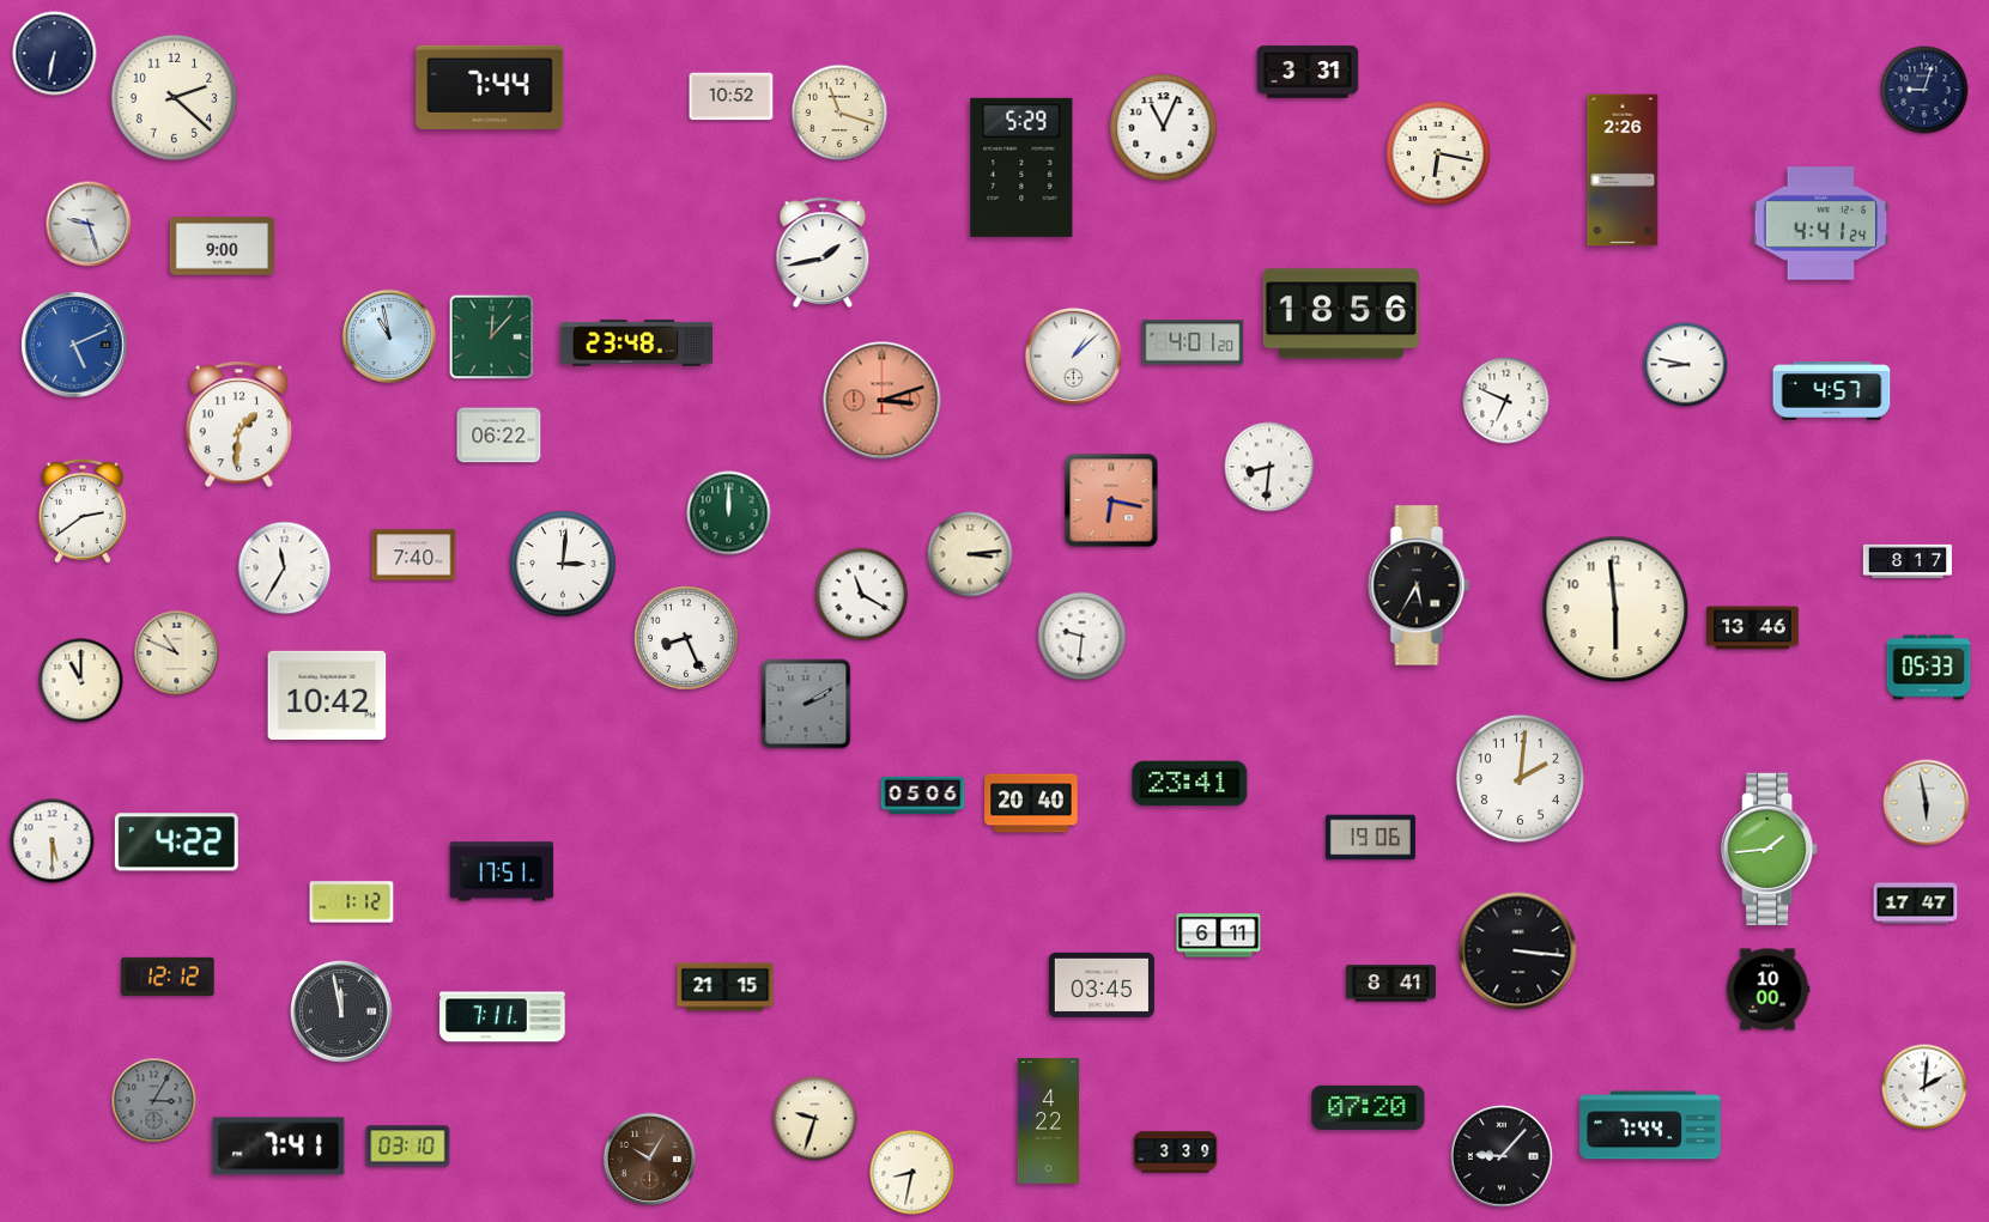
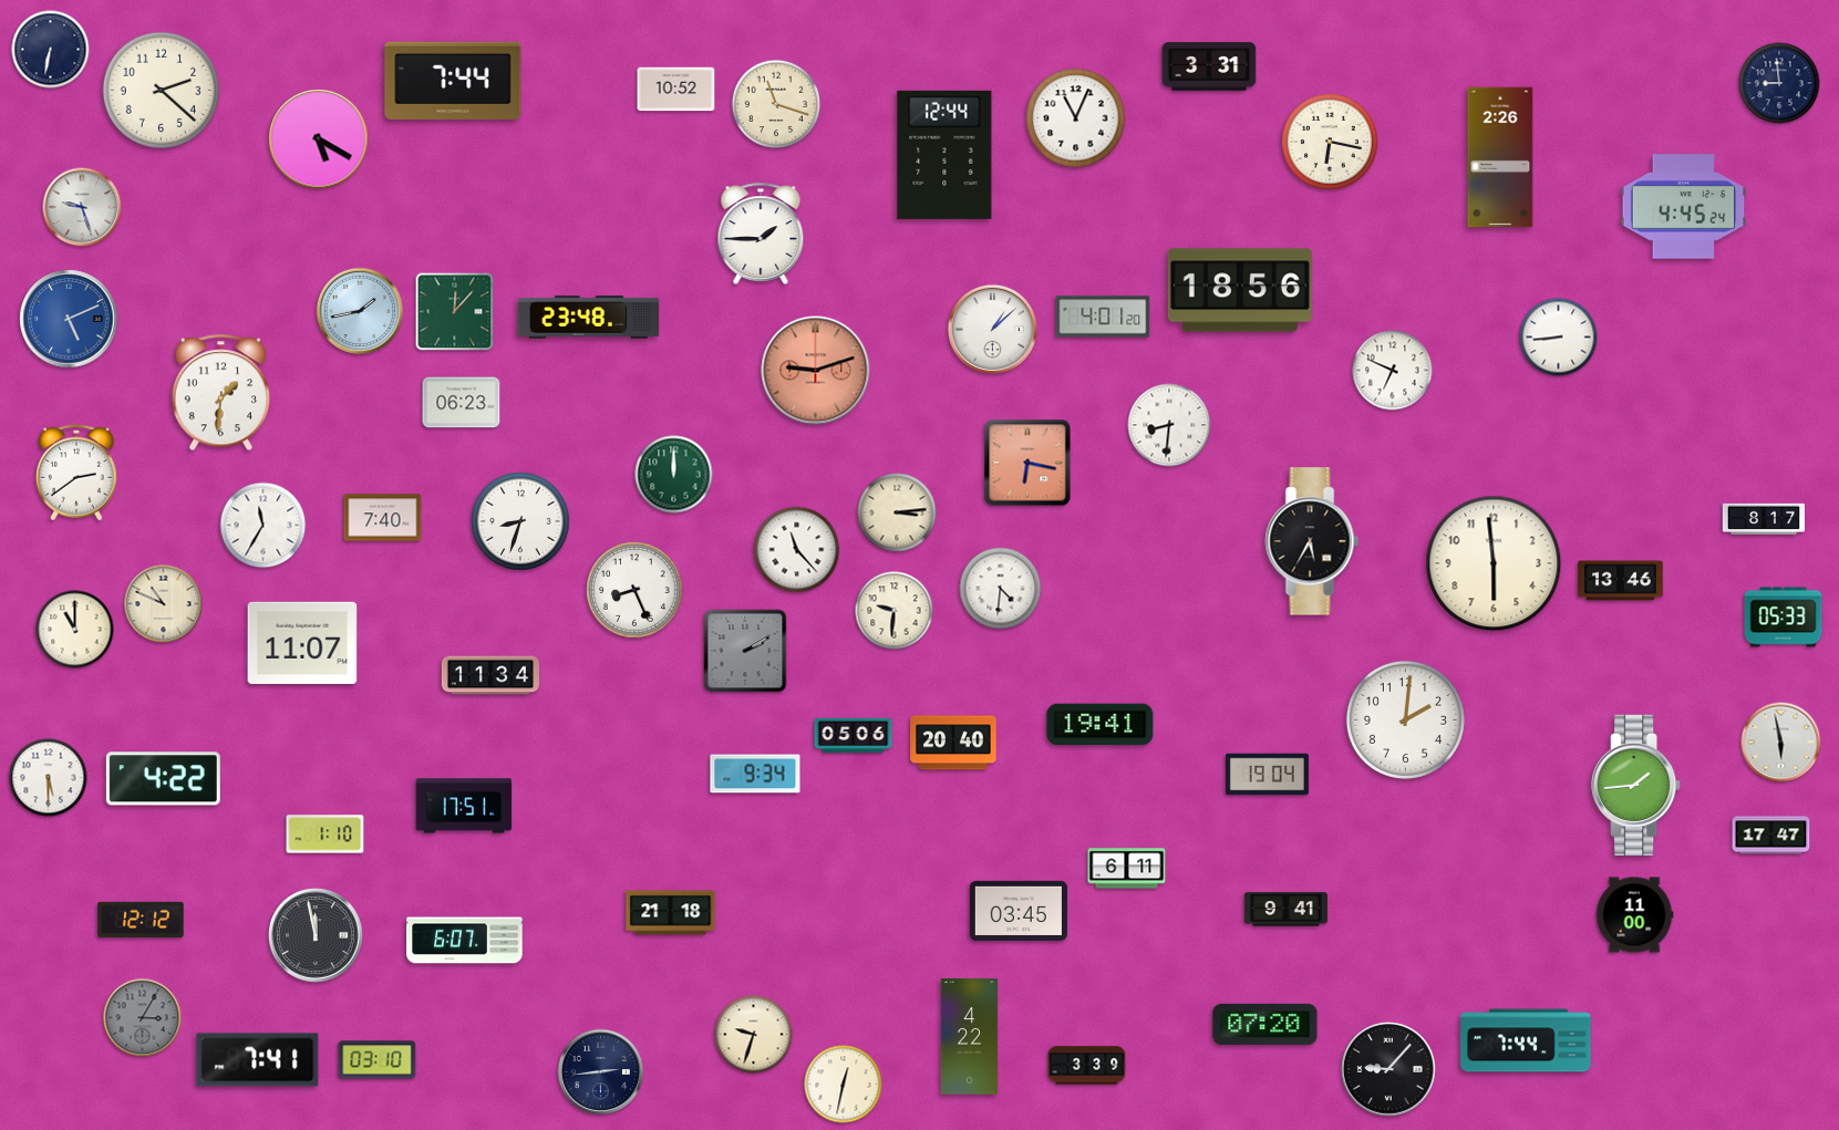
clock at (1924, 90): 9:03 -> 8:59
clock at (319, 139): none -> 5:20
clock at (1021, 168): 5:29 -> 12:44
clock at (1821, 224): 4:41 -> 4:45
clock at (223, 247): 9:00 -> none
clock at (823, 253): 1:43 -> 1:45
clock at (388, 335): 10:58 -> 1:43
clock at (1686, 365): 8:47 -> 8:44
clock at (1832, 391): 4:57 -> none
clock at (883, 401): 3:12 -> 9:12
clock at (499, 436): 06:22 -> 06:23
clock at (1269, 467) position: (1269, 467) -> (1169, 425)
clock at (414, 555) position: (414, 555) -> (383, 518)
clock at (563, 564): 3:01 -> 8:33
clock at (862, 595): 11:20 -> 11:23
clock at (1083, 637): 9:31 -> 4:31
clock at (895, 611): none -> 9:31
clock at (327, 694): 10:42 -> 11:07
clock at (490, 675): none -> 11:34
clock at (1190, 784): 23:41 -> 19:41
clock at (755, 774): none -> 9:34
clock at (1370, 838): 19:06 -> 19:04
clock at (352, 902): 1:12 -> 1:10
clock at (1219, 936) position: (1219, 936) -> (1127, 869)
clock at (1518, 952): 3:16 -> none
clock at (168, 977) position: (168, 977) -> (141, 920)
clock at (1390, 984): 8:41 -> 9:41
clock at (726, 987): 21:15 -> 21:18
clock at (1767, 990): 10:00 -> 11:00
clock at (503, 1017): 7:11 -> 6:07
clock at (1924, 1087): 2:01 -> none
clock at (650, 1160): 10:05 -> 2:44
clock at (650, 1160) dial: brown -> navy
clock at (912, 1173): 8:32 -> 12:32
